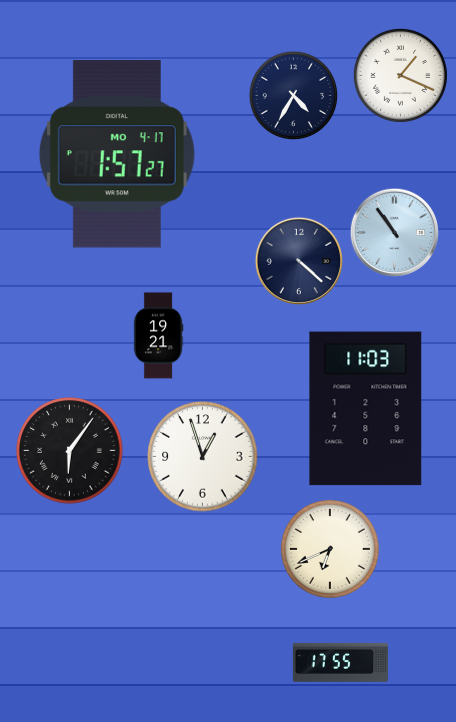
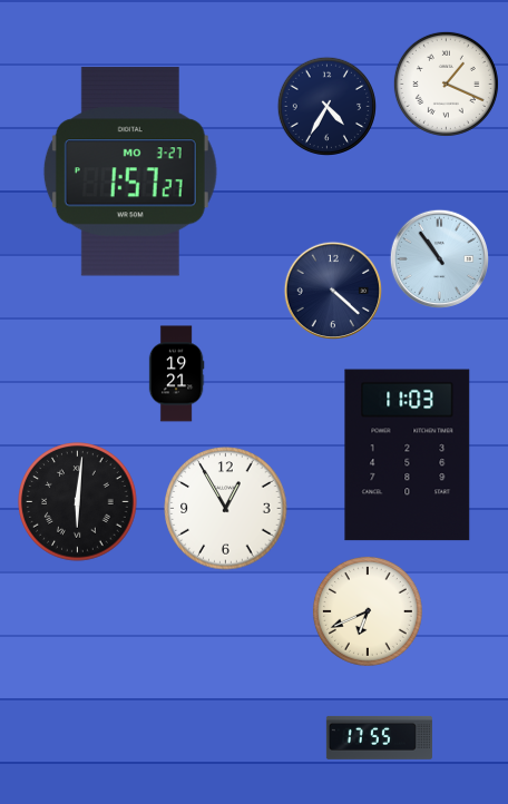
clock at (117, 154) date: MO 4-17 -> MO 3-27
clock at (70, 451): 6:06 -> 6:01
clock at (203, 457): 12:57 -> 12:55
